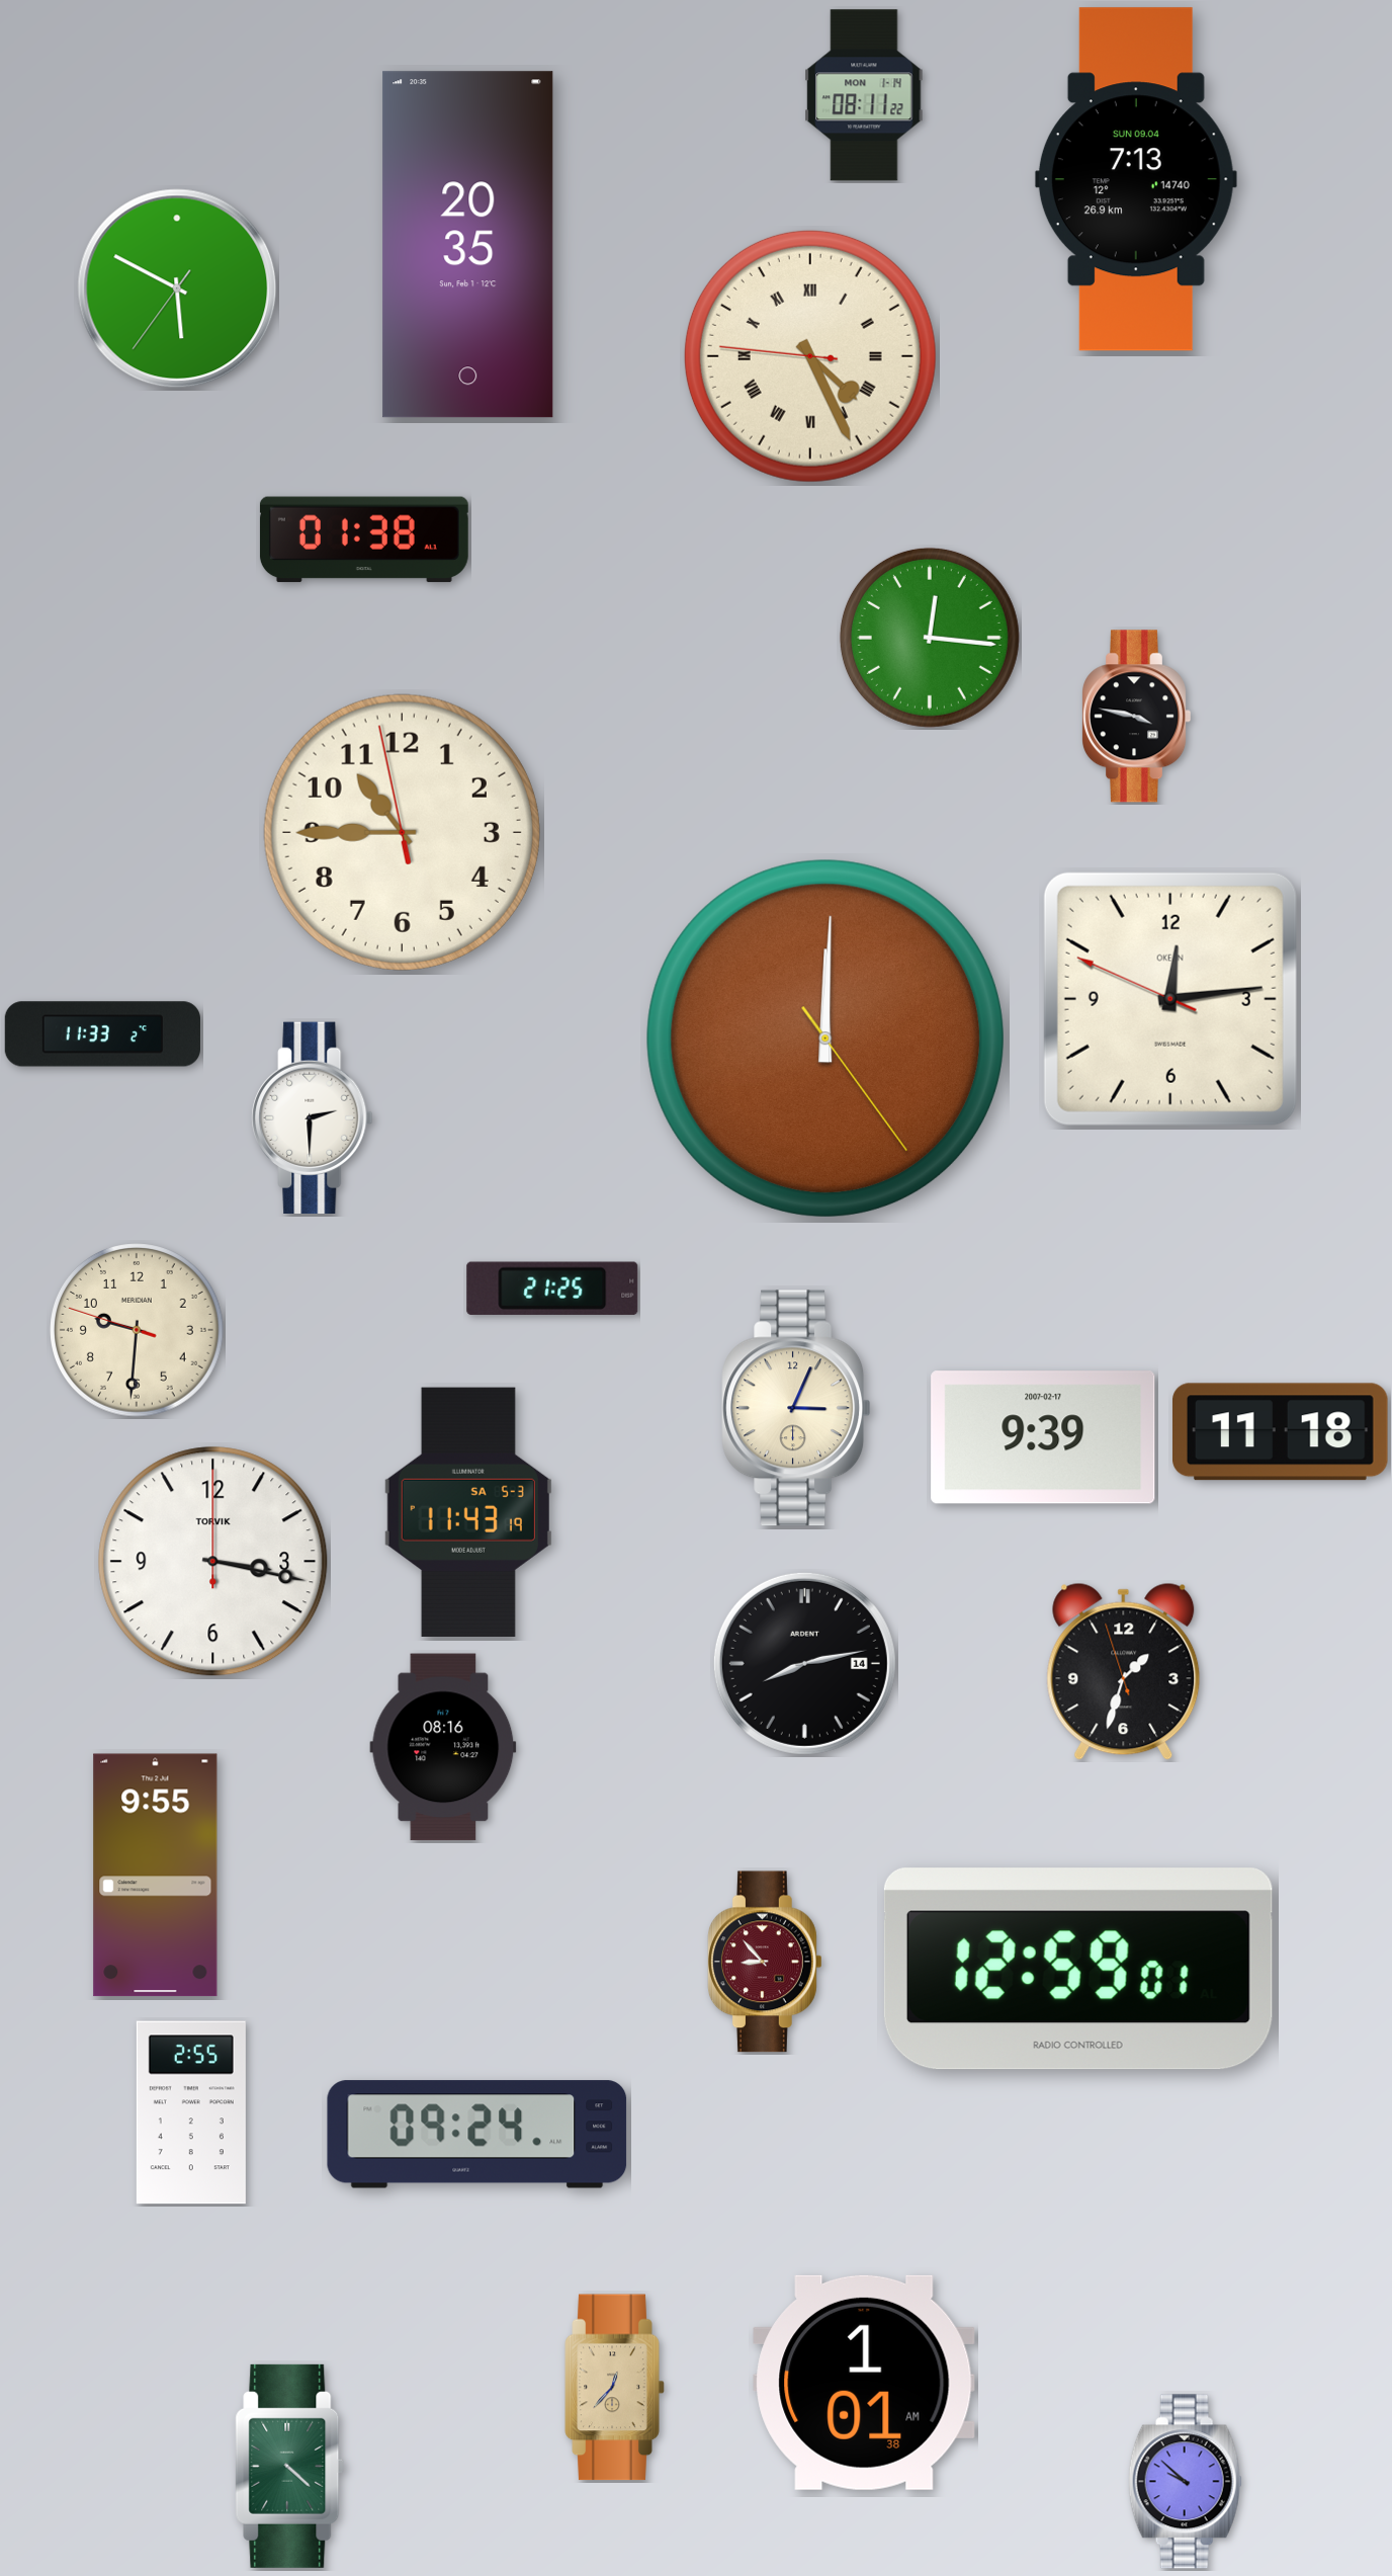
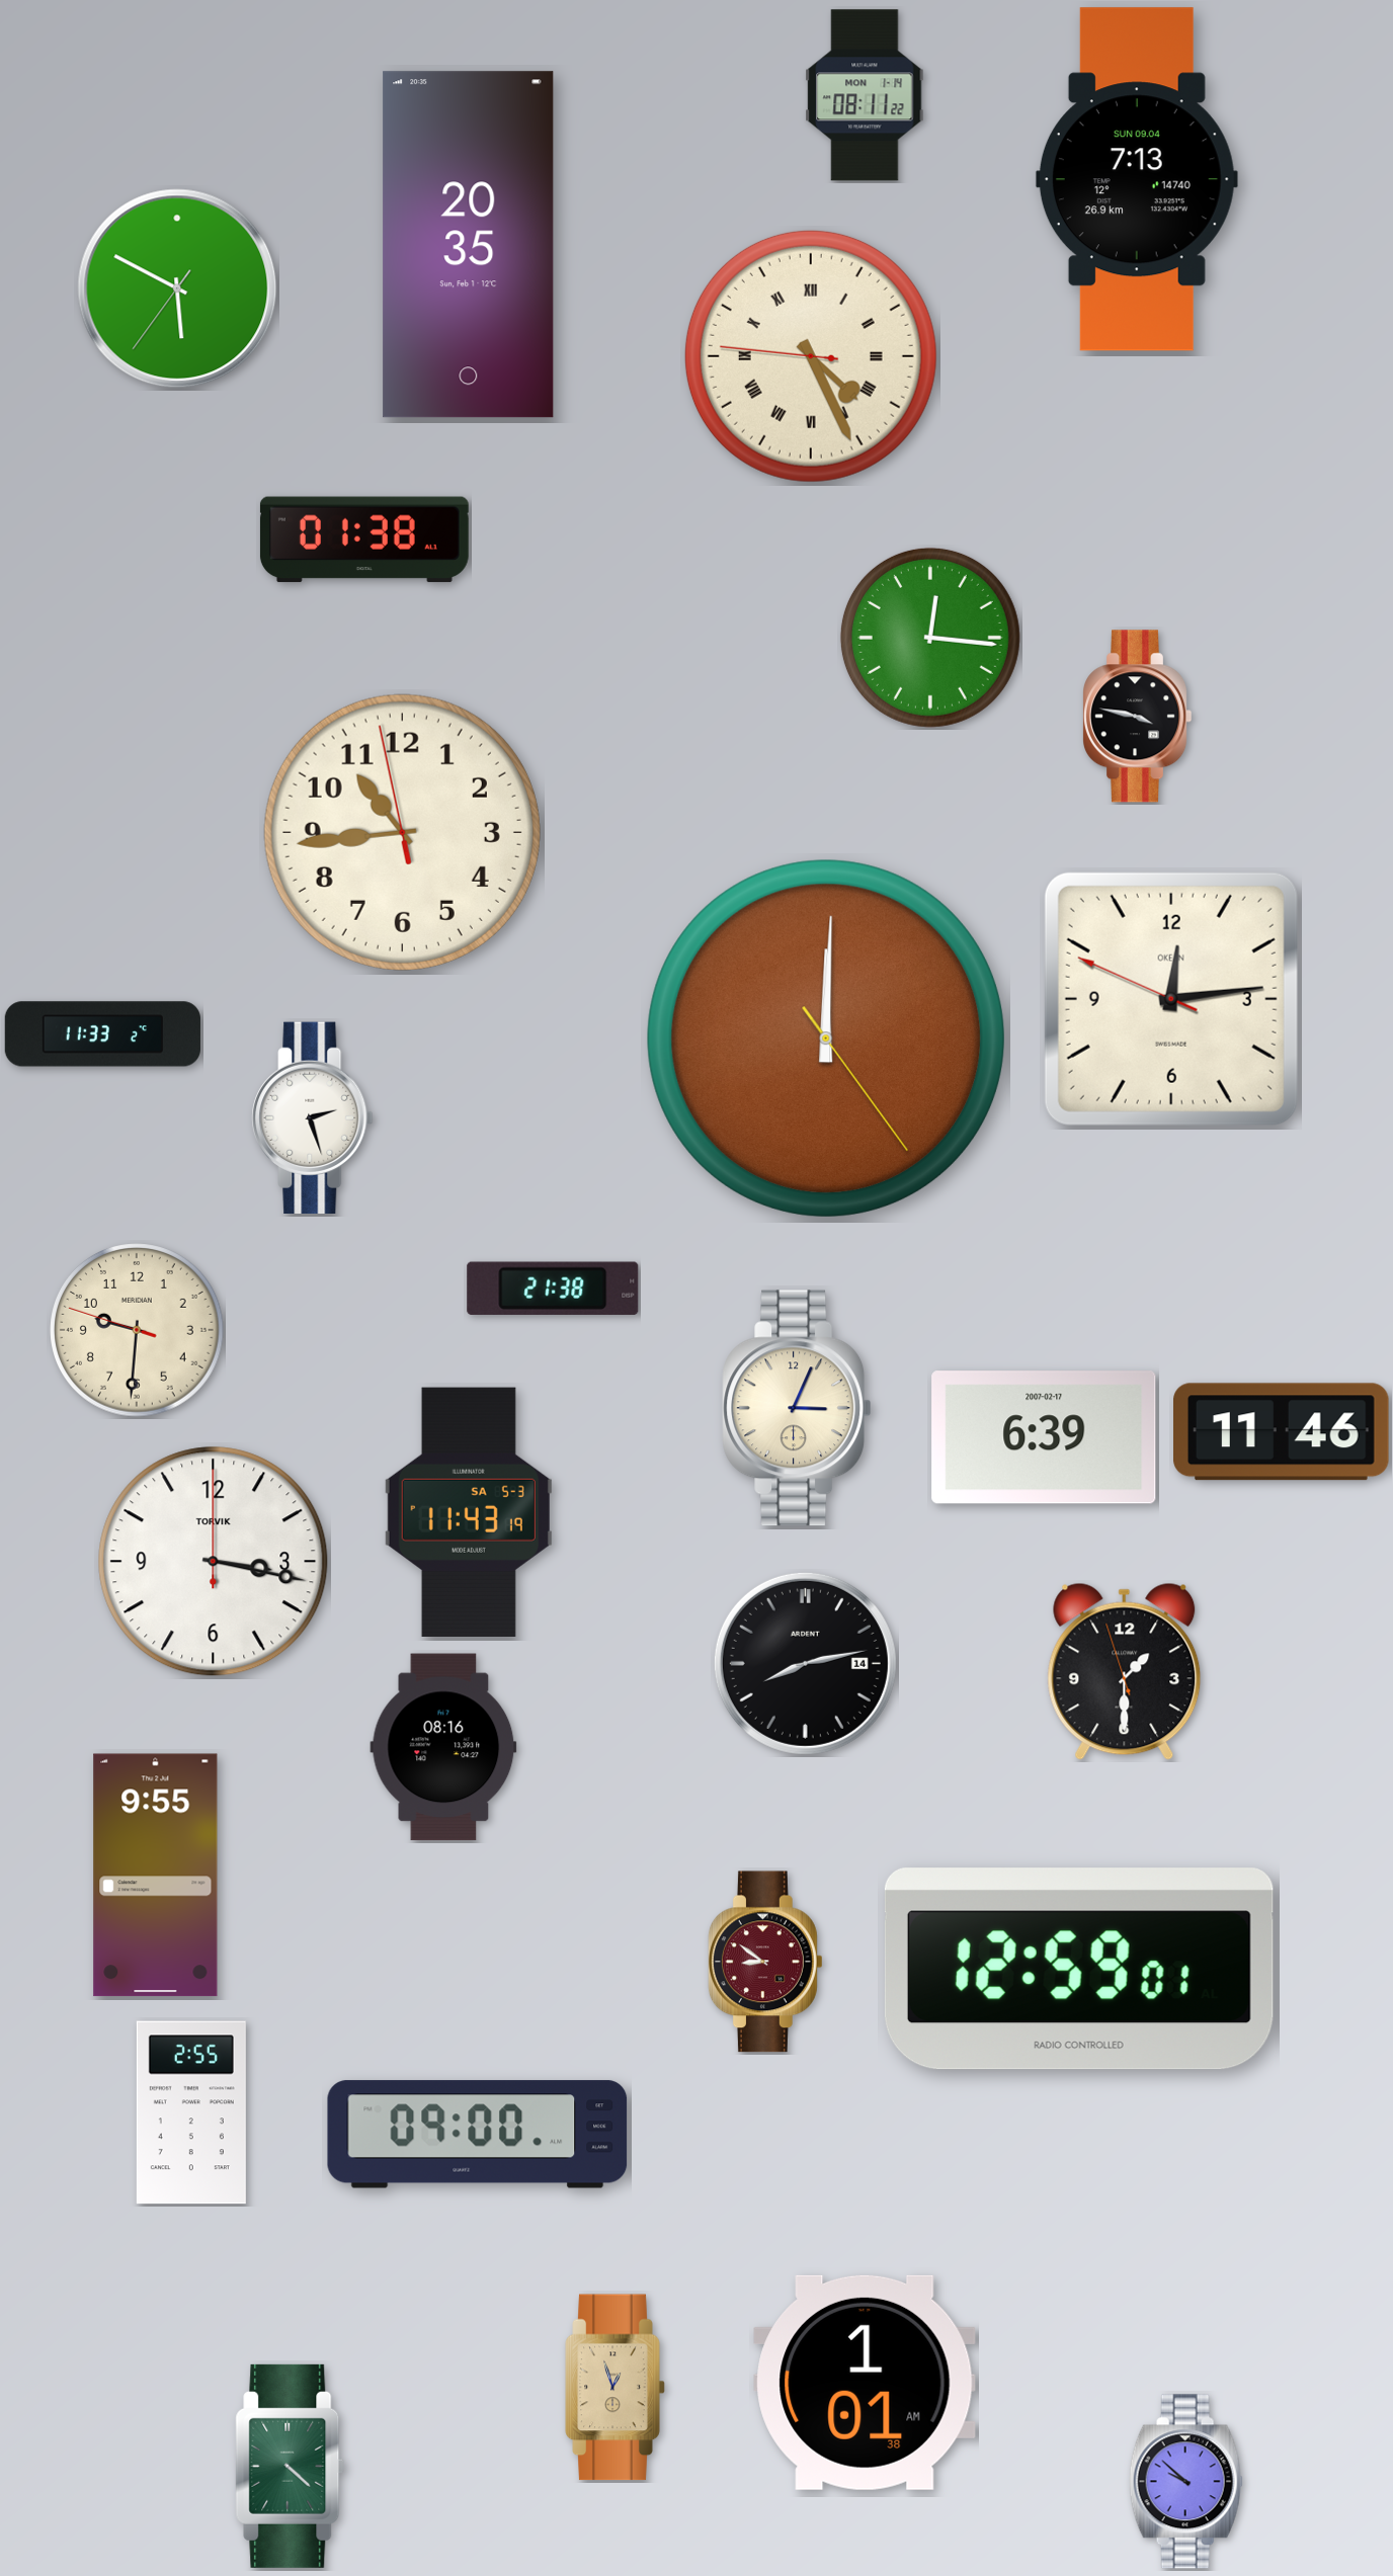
clock at (402, 832): 10:44 -> 10:43
clock at (313, 1117): 2:30 -> 2:27
clock at (552, 1289): 21:25 -> 21:38
clock at (1281, 1432): 11:18 -> 11:46
clock at (1043, 1437): 9:39 -> 6:39
clock at (1124, 1671): 1:32 -> 1:29
clock at (765, 1962): 8:53 -> 8:51
clock at (477, 2135): 09:24 -> 09:00
clock at (615, 2388): 12:37 -> 12:57
